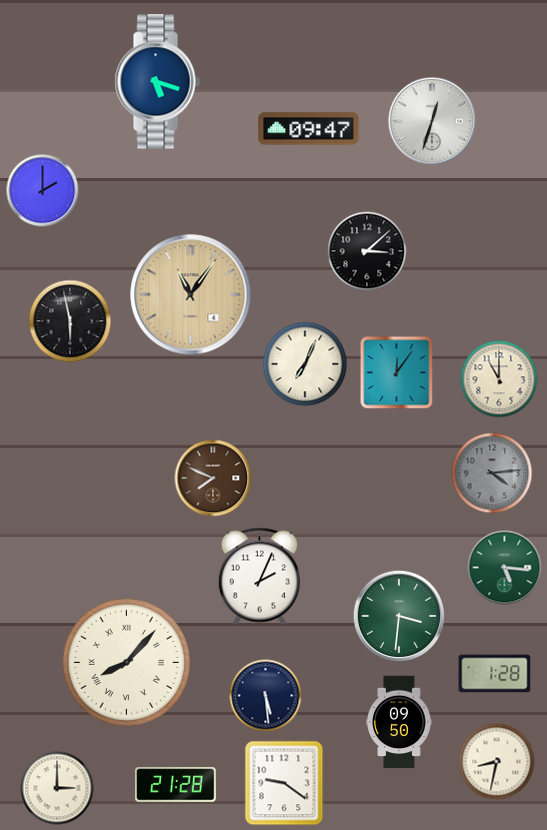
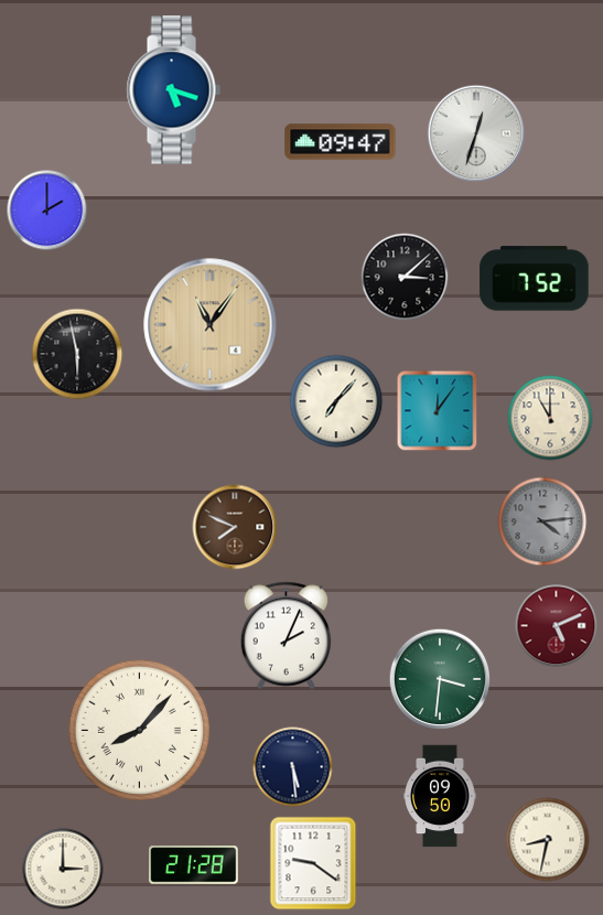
clock at (535, 279): none -> 7:52
clock at (305, 364): 7:04 -> 7:07
clock at (505, 568): 5:16 -> 5:11
clock at (505, 568) dial: green -> burgundy
clock at (495, 674): 1:28 -> none
